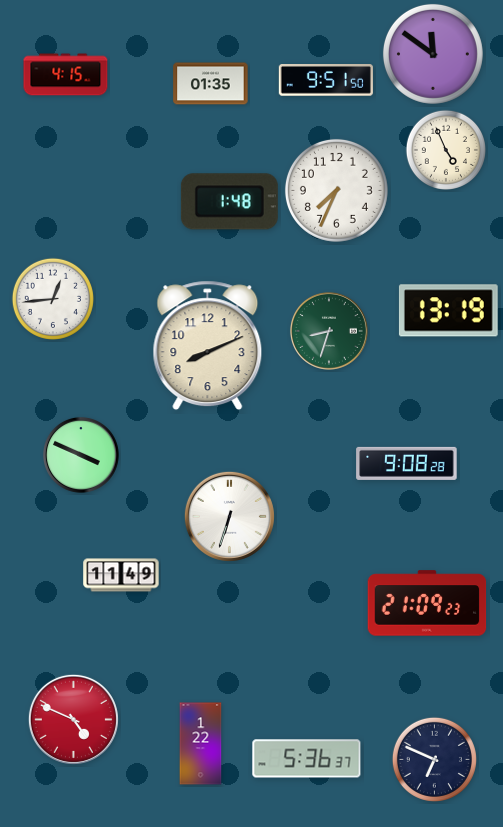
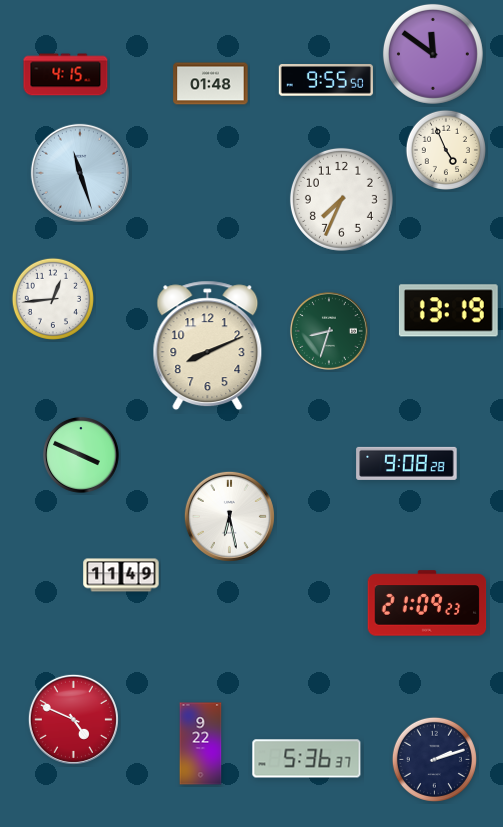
clock at (326, 80): 9:51 -> 9:55
clock at (211, 84): 01:35 -> 01:48
clock at (80, 173): none -> 11:27
clock at (336, 190) position: (336, 190) -> (341, 199)
clock at (229, 202): 1:48 -> none
clock at (229, 516): 6:33 -> 6:28
clock at (201, 744): 1:22 -> 9:22
clock at (434, 759): 6:49 -> 2:12
